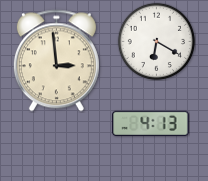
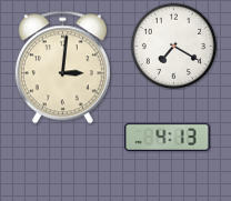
clock at (156, 41): 6:20 -> 7:20
clock at (56, 61): 2:59 -> 3:01
